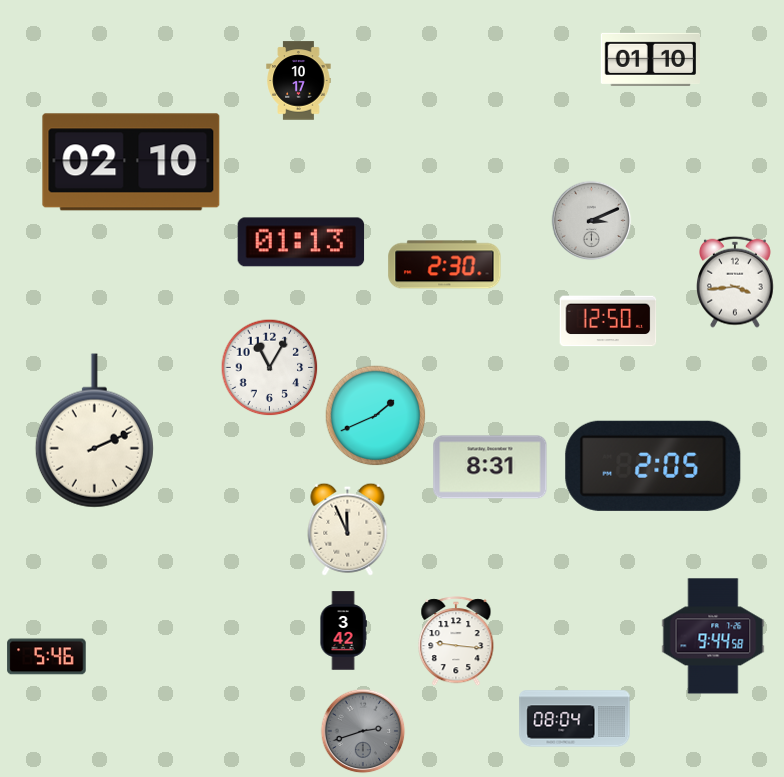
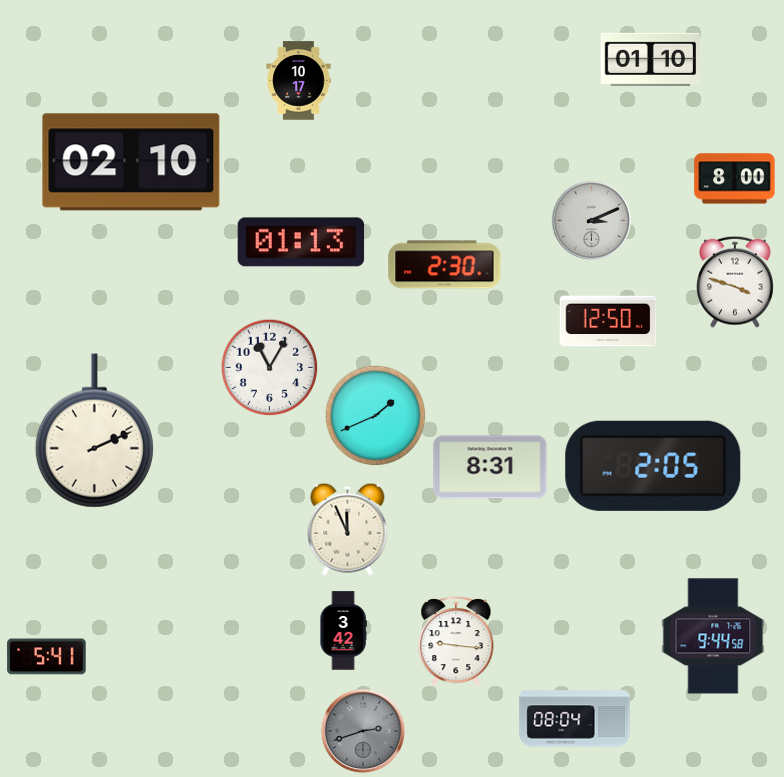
clock at (735, 179): none -> 8:00
clock at (736, 282): 3:44 -> 3:48
clock at (47, 657): 5:46 -> 5:41
